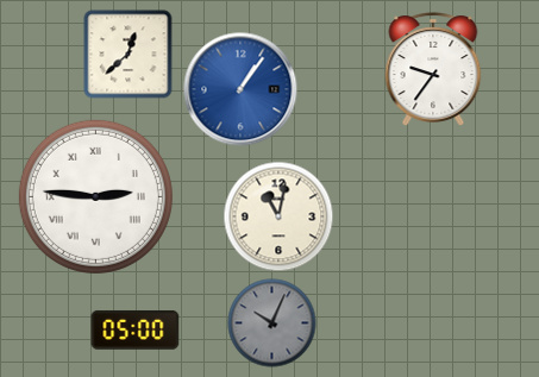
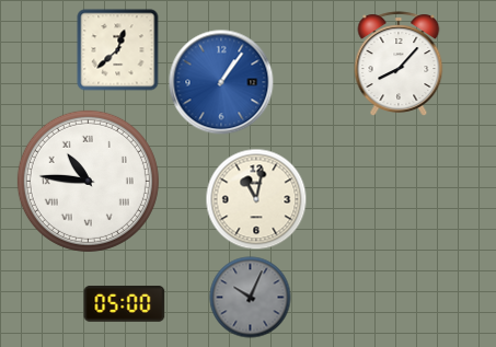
clock at (433, 69): 9:36 -> 8:07
clock at (95, 196): 2:46 -> 10:46
